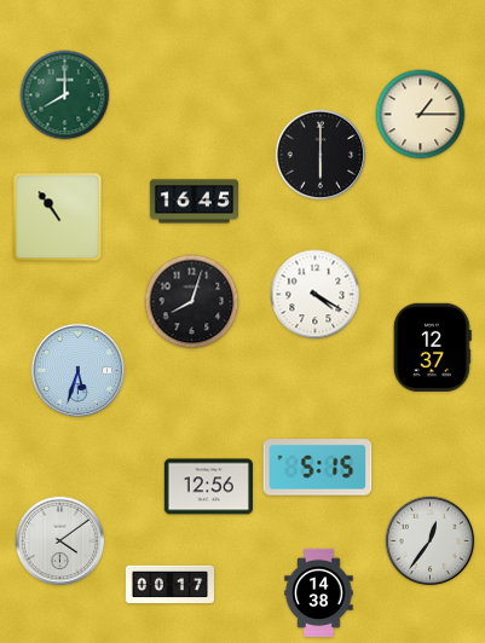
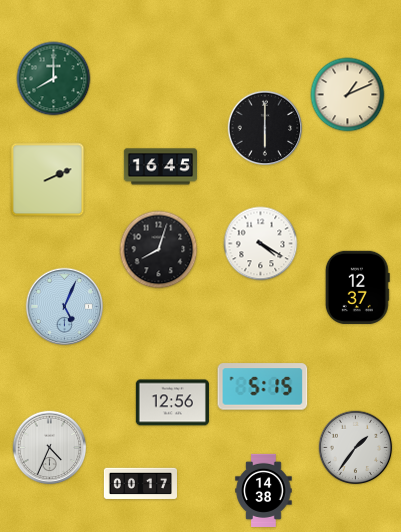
clock at (421, 115): 1:15 -> 1:11
clock at (58, 218): 10:54 -> 2:11
clock at (79, 371): 5:33 -> 5:04
clock at (60, 541): 4:09 -> 4:34
clock at (431, 541): 12:36 -> 1:36
